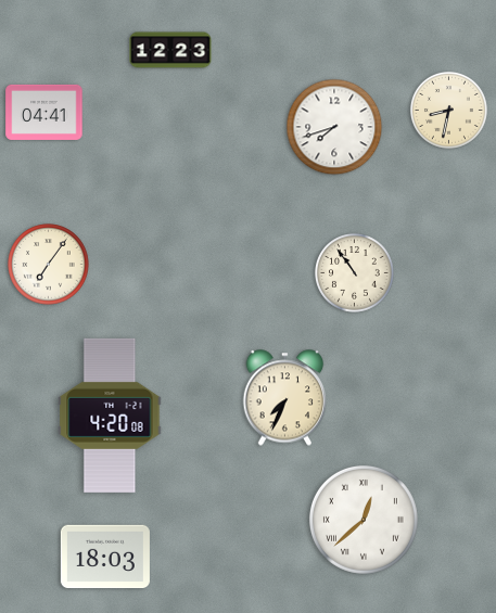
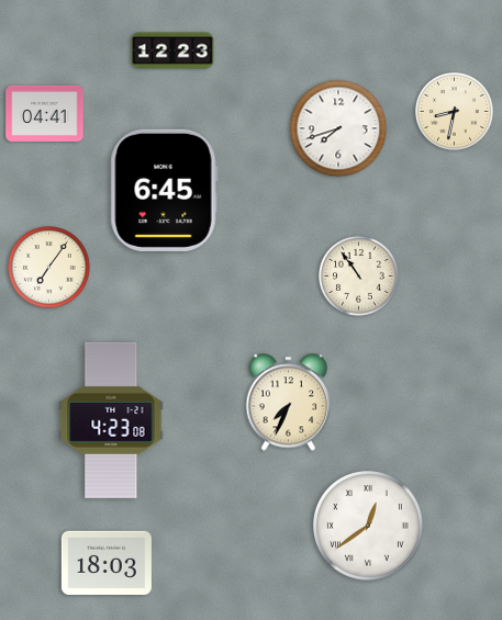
clock at (164, 190): none -> 6:45
clock at (110, 416): 4:20 -> 4:23
clock at (364, 520): 12:38 -> 12:39
